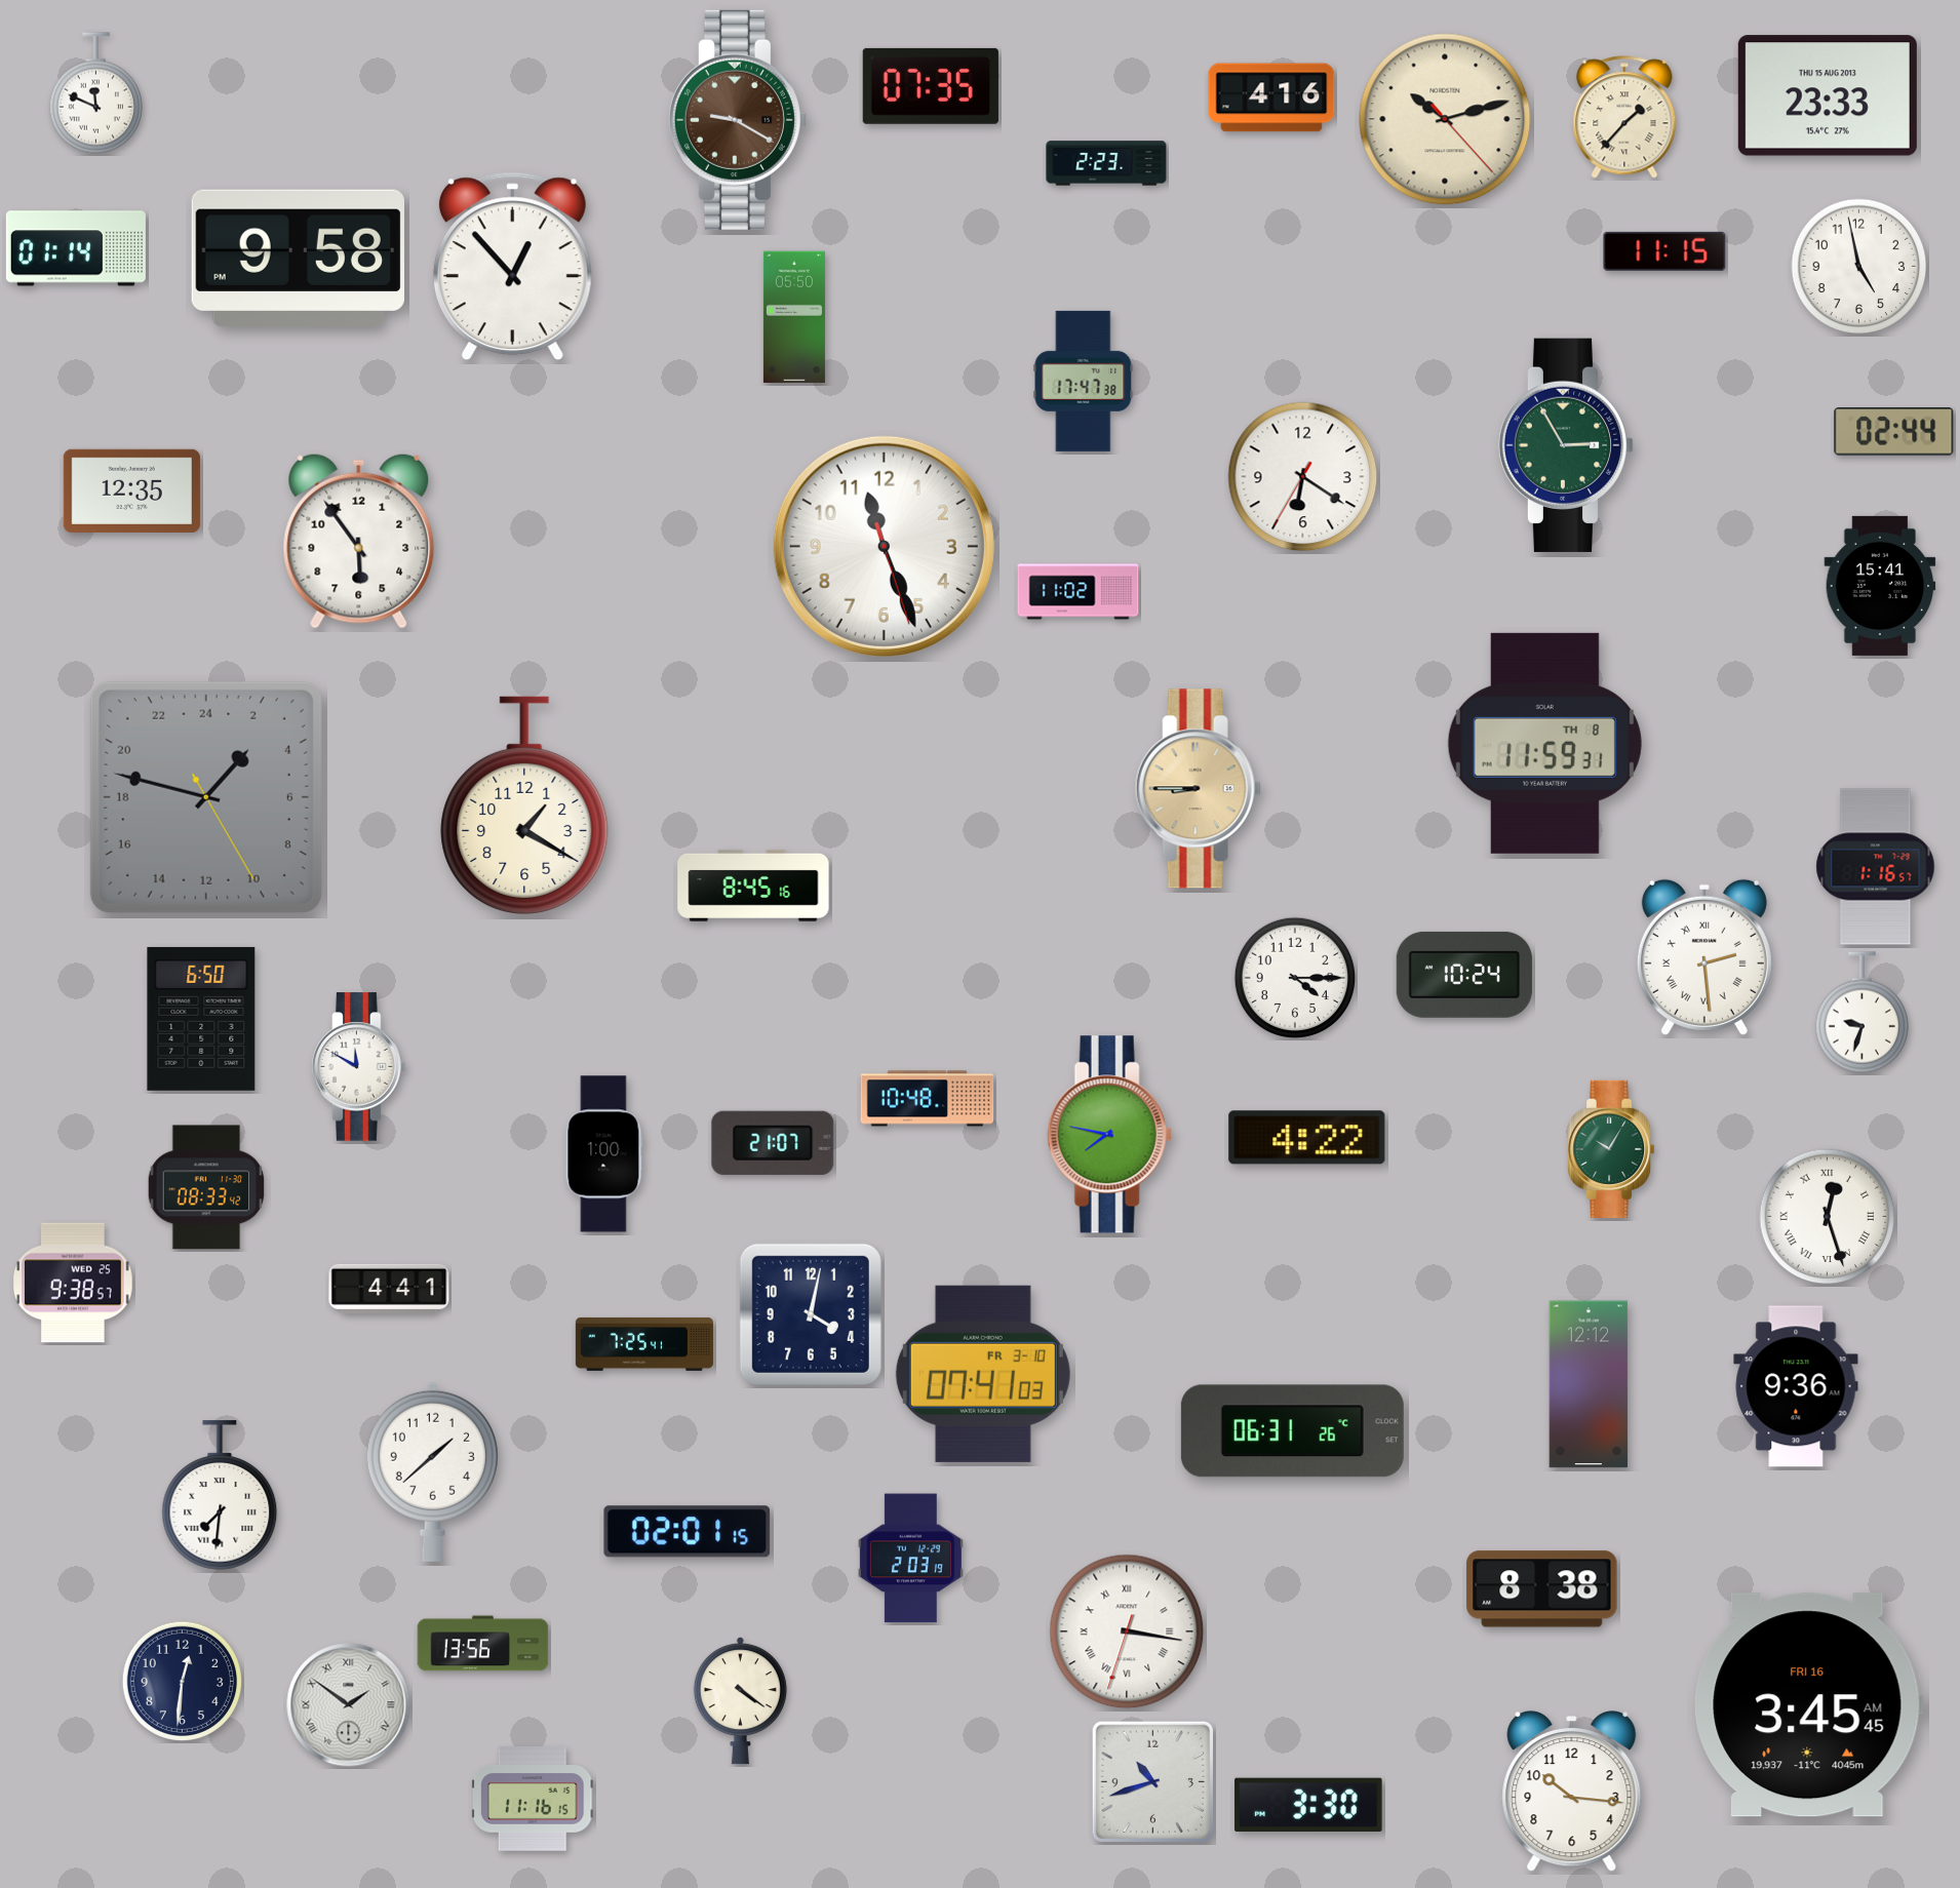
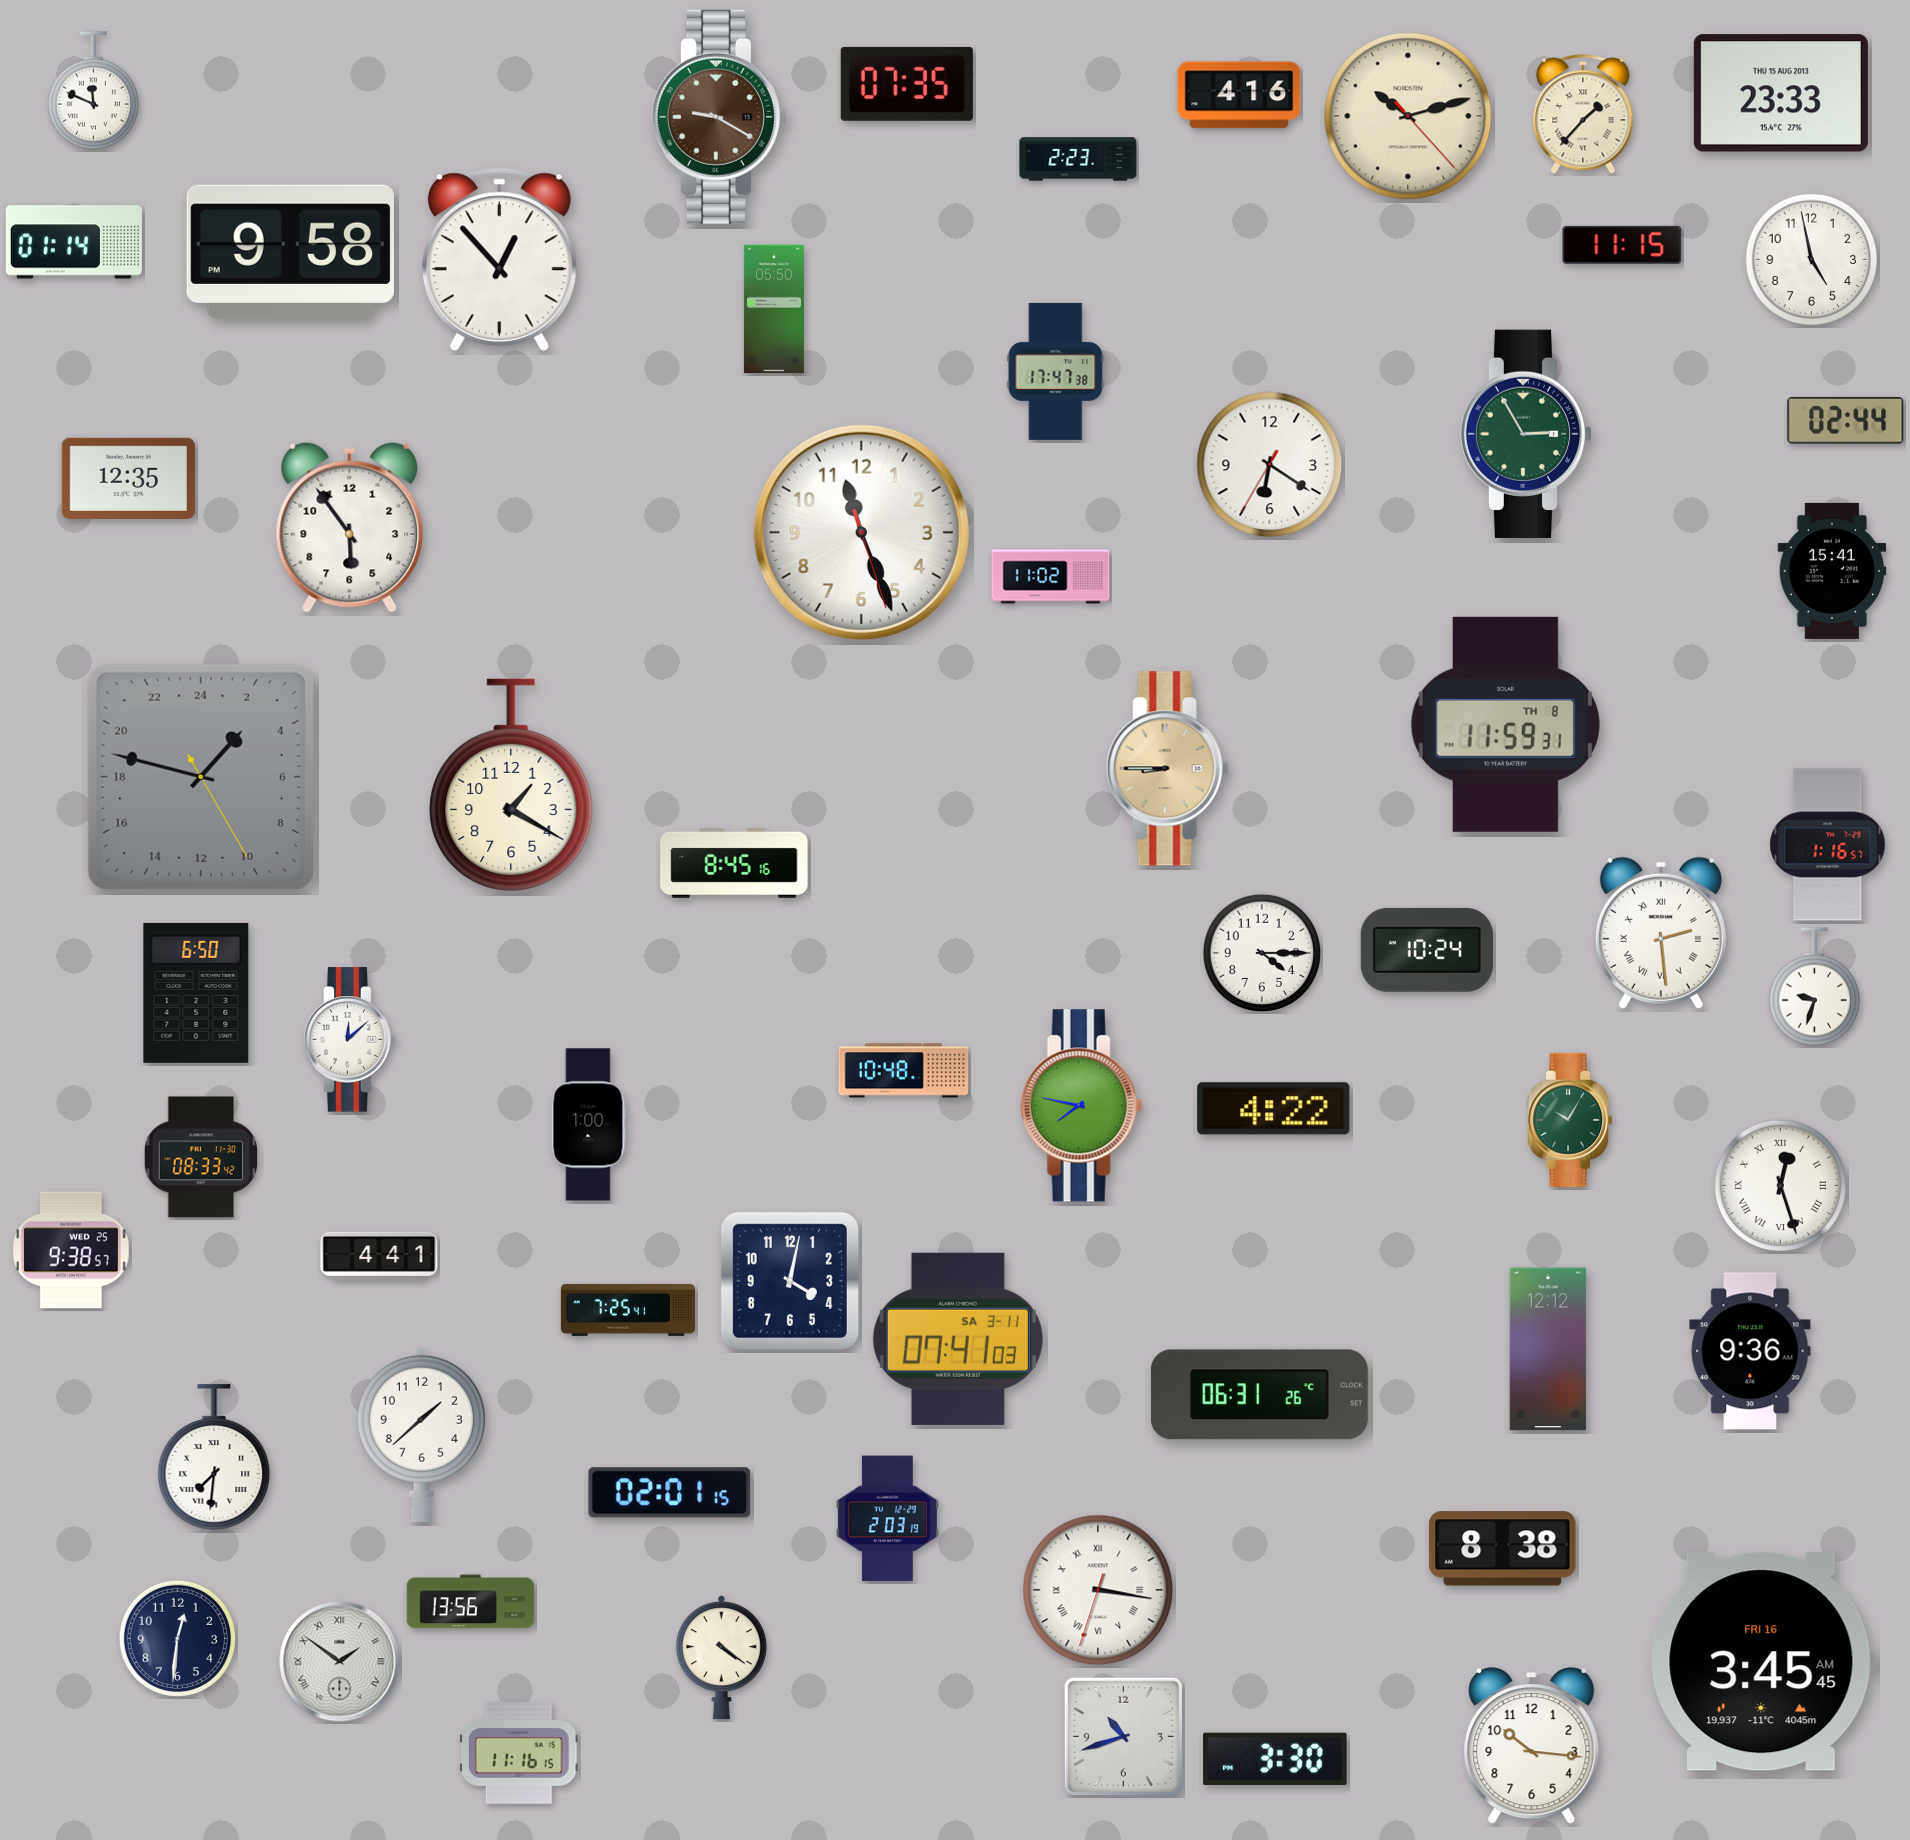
clock at (359, 1067): 11:50 -> 12:08
clock at (773, 1143): 21:07 -> none
clock at (983, 1374) date: FR 3-10 -> SA 3-11
